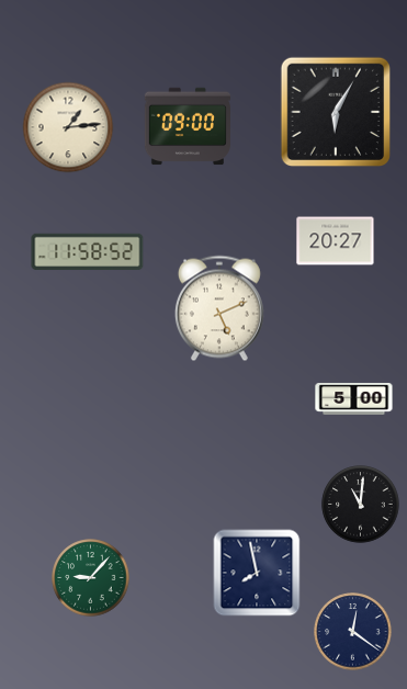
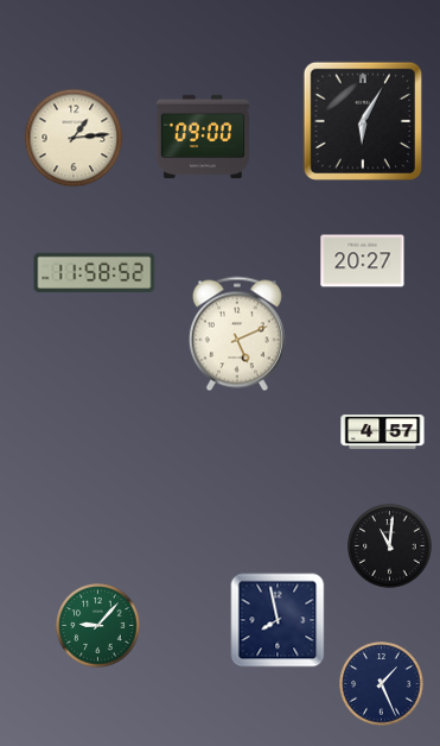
clock at (354, 398): 5:00 -> 4:57
clock at (353, 632): 12:21 -> 1:26
